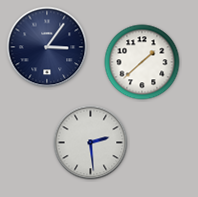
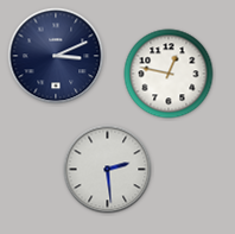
clock at (47, 47): 3:06 -> 3:11
clock at (142, 62): 1:38 -> 12:47
